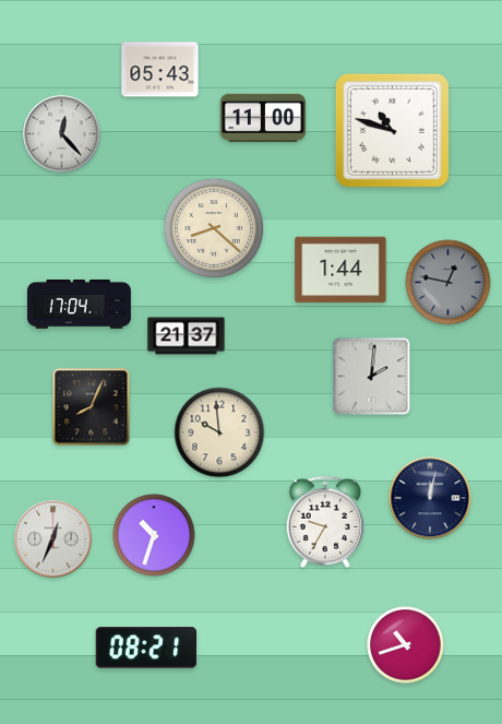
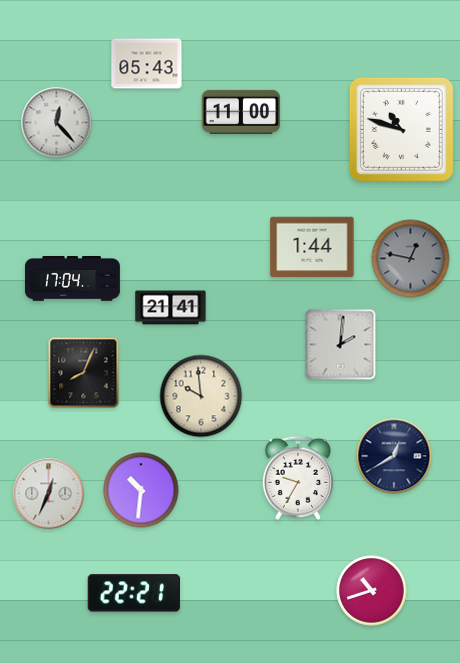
clock at (262, 118) position: (262, 118) -> (240, 112)
clock at (392, 130) position: (392, 130) -> (401, 129)
clock at (214, 228): 8:22 -> none
clock at (187, 336): 21:37 -> 21:41
clock at (430, 498): 12:02 -> 12:40
clock at (154, 535): 10:33 -> 10:31
clock at (145, 648): 08:21 -> 22:21
